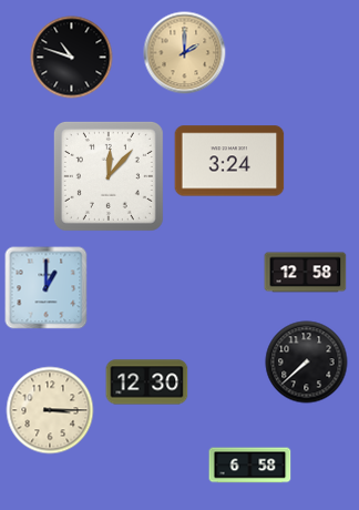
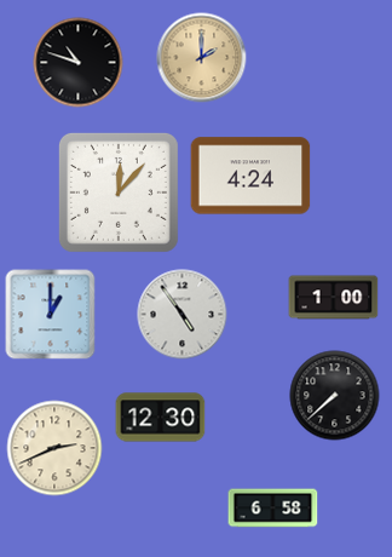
clock at (229, 161): 3:24 -> 4:24
clock at (306, 273): 12:58 -> 1:00
clock at (183, 315): none -> 4:54
clock at (50, 410): 3:15 -> 2:41
